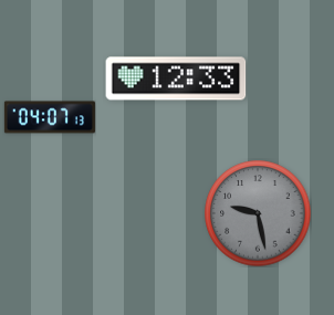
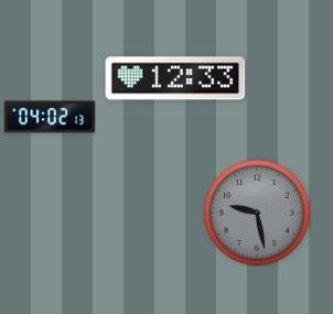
clock at (50, 117): 04:07 -> 04:02
